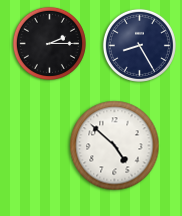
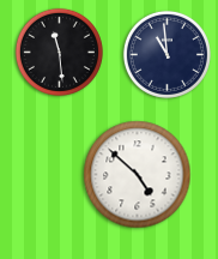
clock at (49, 43): 2:15 -> 11:29
clock at (139, 45): 8:25 -> 10:59
